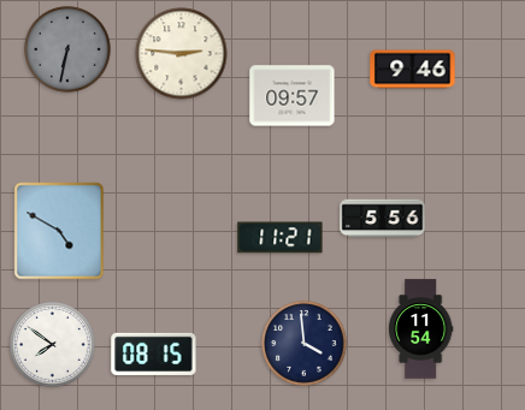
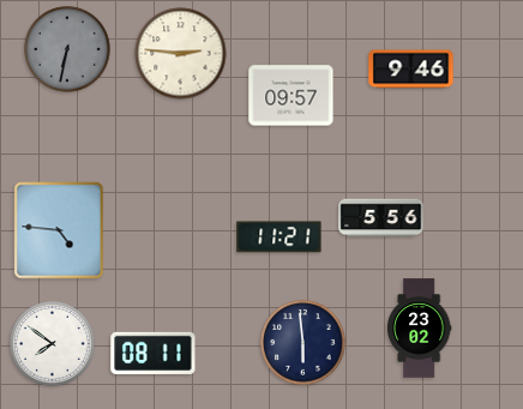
clock at (59, 231): 4:50 -> 4:46
clock at (421, 329): 11:54 -> 23:02
clock at (305, 344): 3:59 -> 5:59
clock at (154, 353): 08:15 -> 08:11
